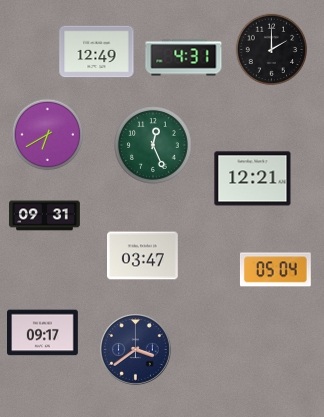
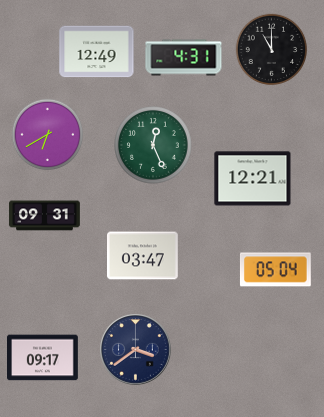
clock at (272, 50): 2:00 -> 11:00
clock at (43, 333) position: (43, 333) -> (43, 358)
